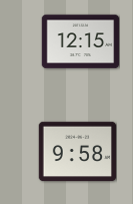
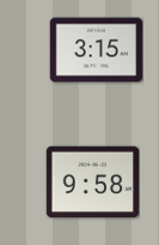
clock at (80, 42): 12:15 -> 3:15
